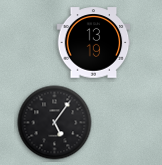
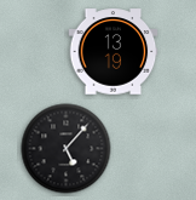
clock at (55, 123): 5:06 -> 5:07
